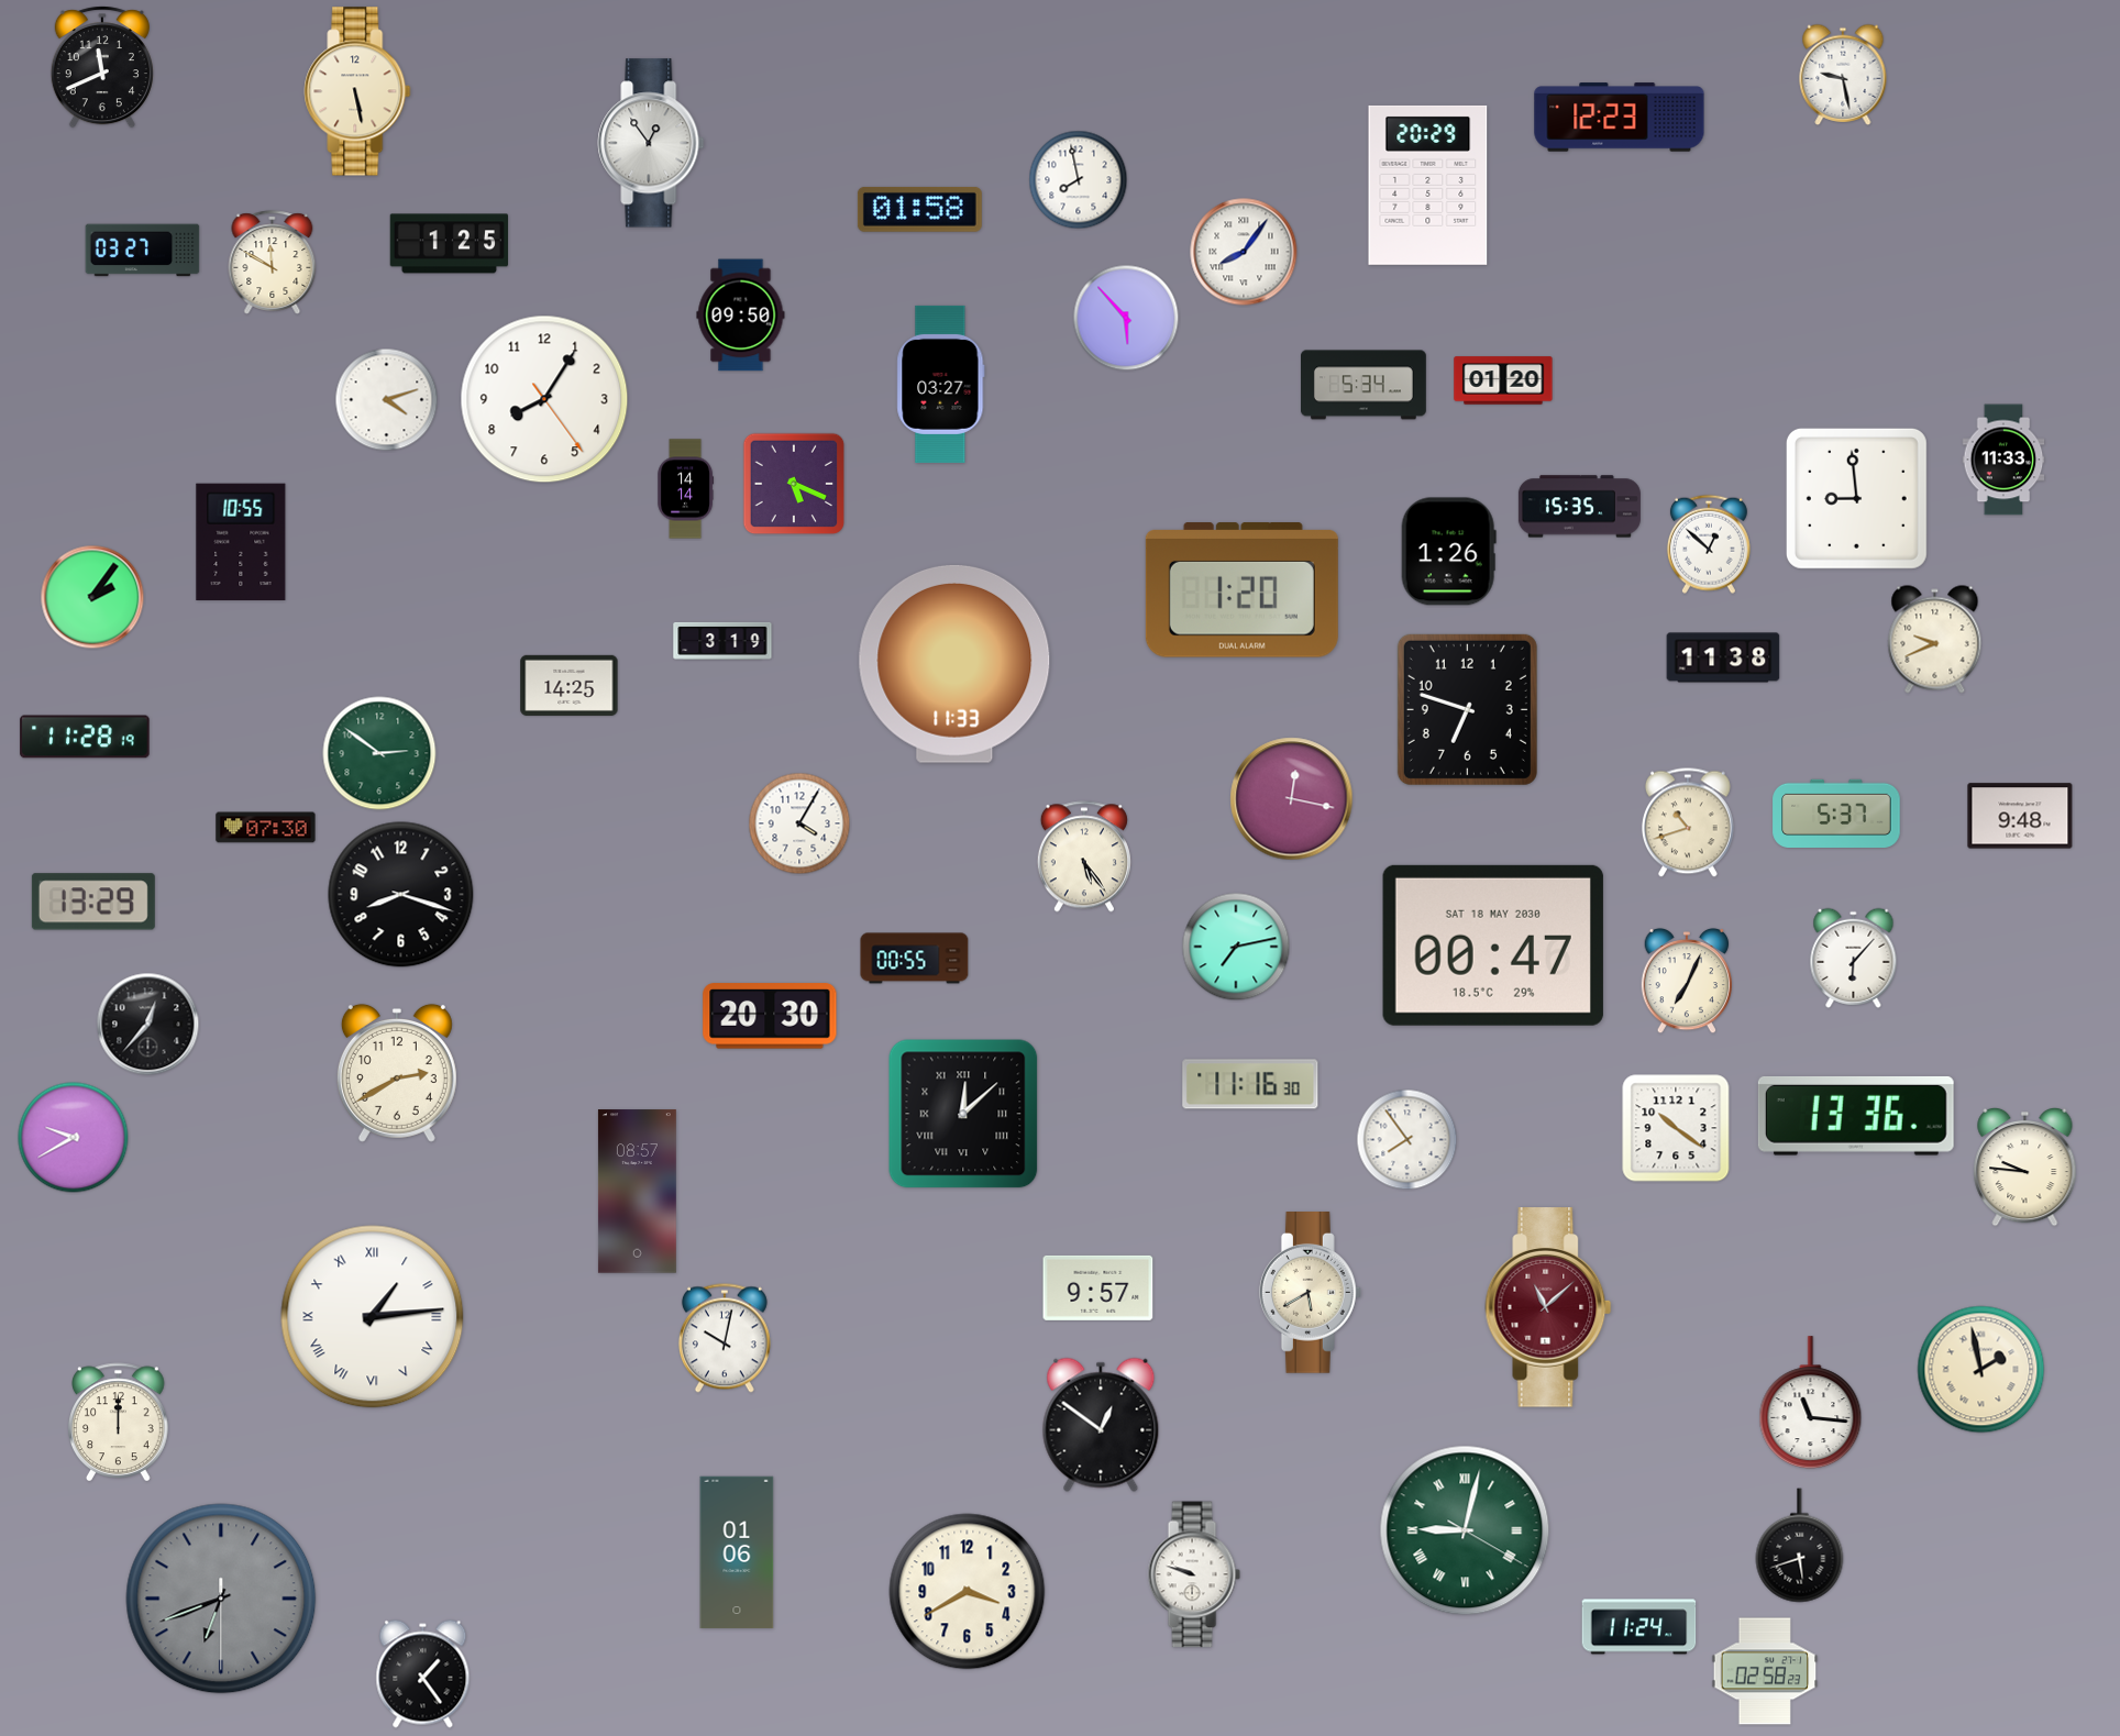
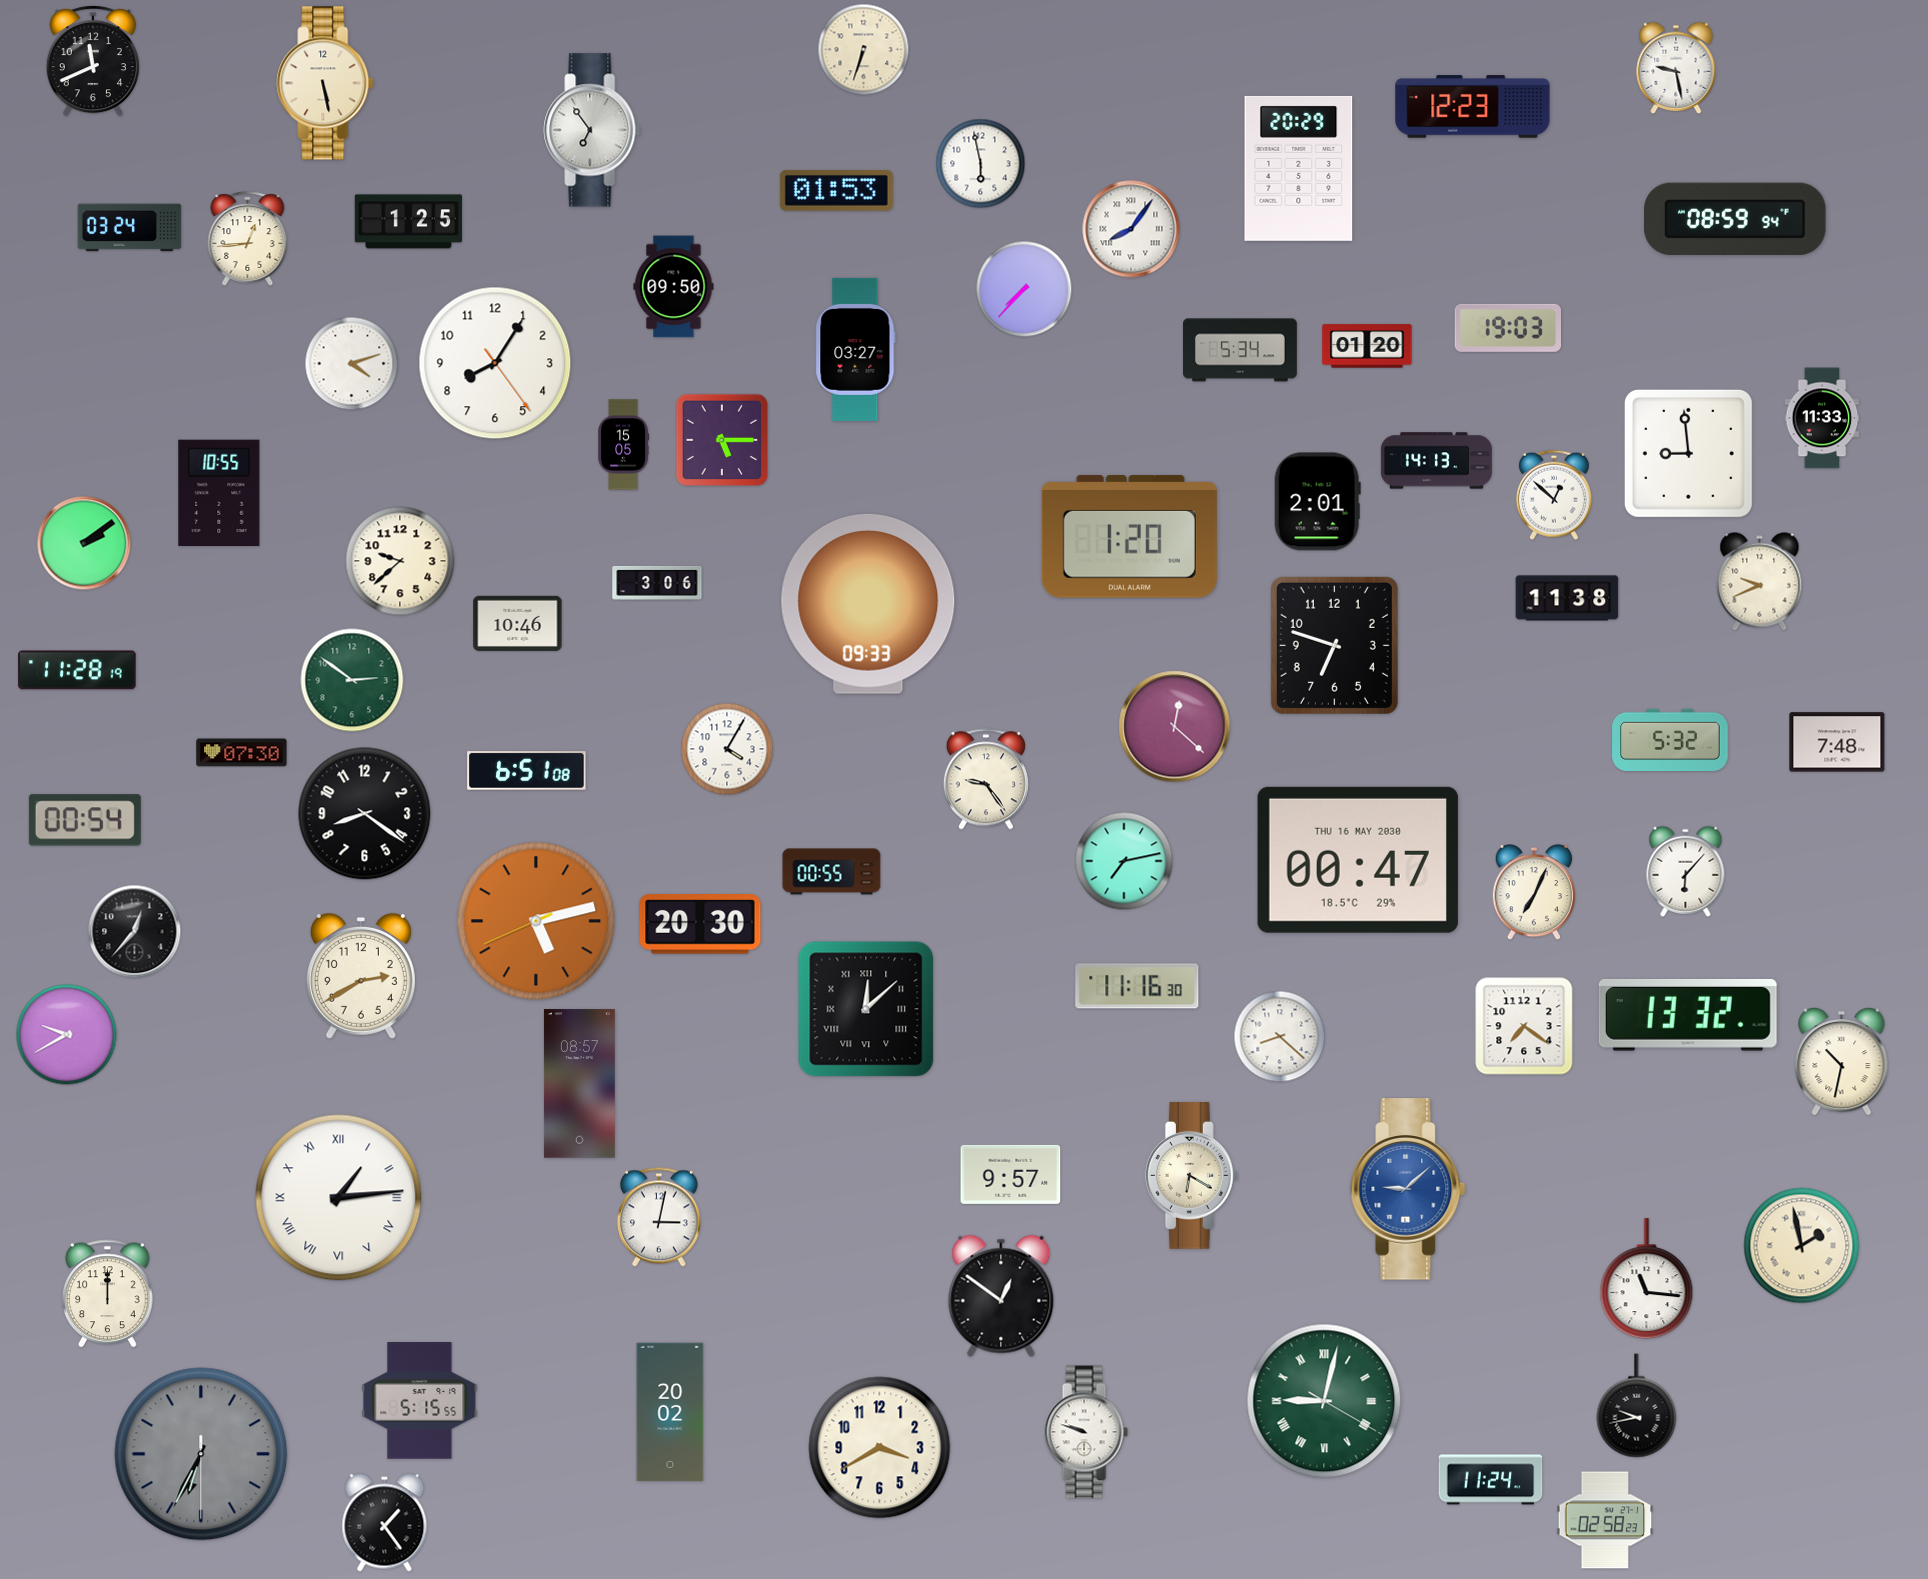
clock at (864, 50): none -> 6:33
clock at (651, 143): 12:54 -> 6:54
clock at (1079, 180): 7:58 -> 5:58
clock at (919, 209): 01:58 -> 01:53
clock at (1735, 219): none -> 08:59
clock at (143, 251): 03:27 -> 03:24
clock at (273, 263): 11:50 -> 12:44
clock at (1126, 318): 5:53 -> 7:37
clock at (1507, 328): none -> 19:03
clock at (794, 484): 5:19 -> 5:15
clock at (685, 489): 14:14 -> 15:05
clock at (1579, 507): 15:35 -> 14:13
clock at (1448, 552): 1:26 -> 2:01
clock at (92, 597): 2:06 -> 2:09
clock at (400, 561): none -> 9:38
clock at (722, 641): 3:19 -> 3:06
clock at (954, 664): 11:33 -> 09:33
clock at (570, 685): 14:25 -> 10:46
clock at (379, 753) position: (379, 753) -> (352, 680)
clock at (1292, 799): 12:17 -> 12:22
clock at (1836, 812): 5:37 -> 5:32
clock at (2020, 816): 9:48 -> 7:48
clock at (1688, 822): 10:42 -> none
clock at (527, 771): none -> 6:51
clock at (1084, 856): 5:24 -> 9:24
clock at (401, 895): 8:18 -> 8:21
clock at (93, 902): 13:29 -> 00:54
clock at (1493, 946) date: SAT 18 MAY 2030 -> THU 16 MAY 2030
clock at (536, 921): none -> 5:12
clock at (963, 1114) position: (963, 1114) -> (866, 1009)
clock at (1856, 1116): 13:36 -> 13:32
clock at (1676, 1128): 10:21 -> 7:21
clock at (1407, 1140): 7:54 -> 8:22
clock at (2025, 1166): 9:46 -> 10:32
clock at (1098, 1287) position: (1098, 1287) -> (1011, 1174)
clock at (1310, 1293): 5:40 -> 6:20
clock at (1548, 1307): 11:08 -> 9:08
clock at (1548, 1307) dial: burgundy -> blue
clock at (725, 1338): 10:02 -> 3:02
clock at (1811, 1403) position: (1811, 1403) -> (1647, 1279)
clock at (1465, 1530) position: (1465, 1530) -> (1324, 1401)
clock at (420, 1401): none -> 5:15
clock at (1800, 1546): 5:42 -> 9:43
clock at (737, 1552): 01:06 -> 20:02
clock at (221, 1599): 6:41 -> 6:34
